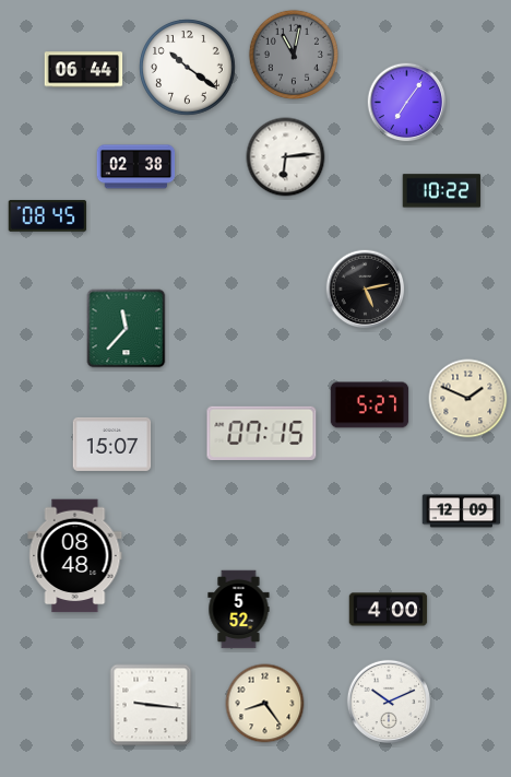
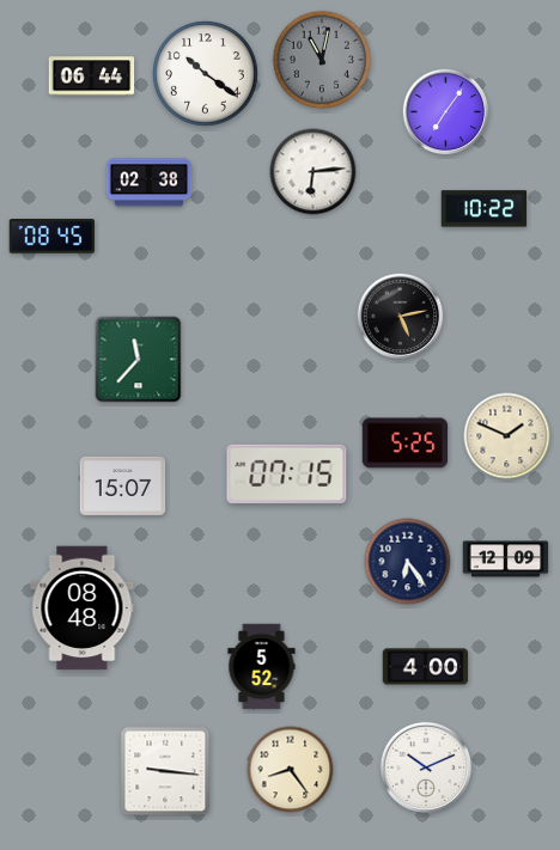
clock at (468, 399) position: (468, 399) -> (507, 436)
clock at (370, 405): 5:27 -> 5:25
clock at (408, 562): none -> 6:24
